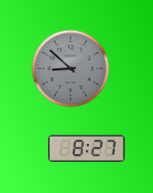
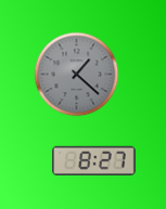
clock at (70, 68): 8:52 -> 1:22
